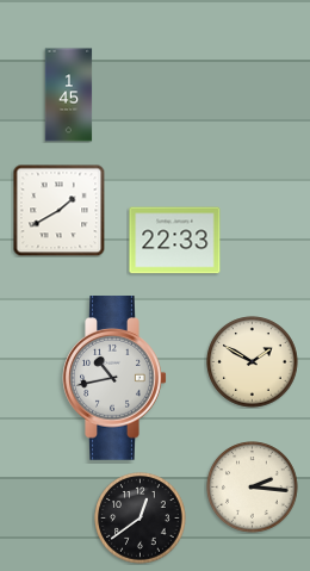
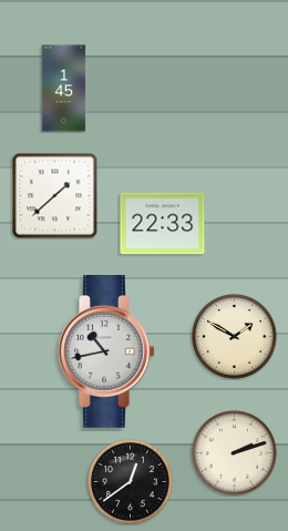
clock at (58, 210): 1:40 -> 1:38
clock at (253, 488): 2:16 -> 2:12
